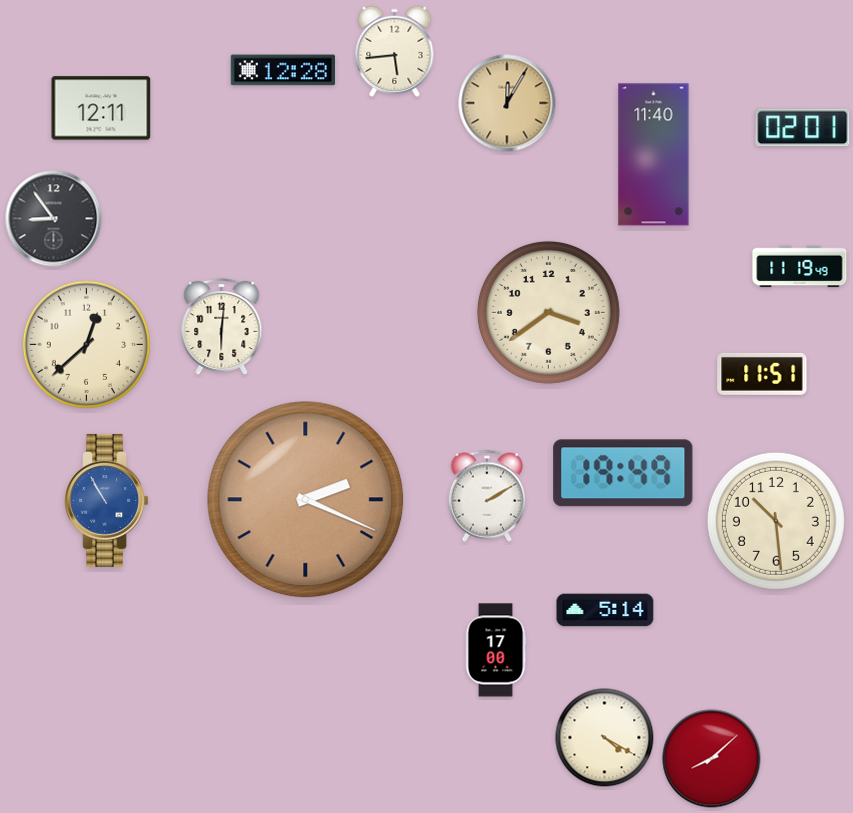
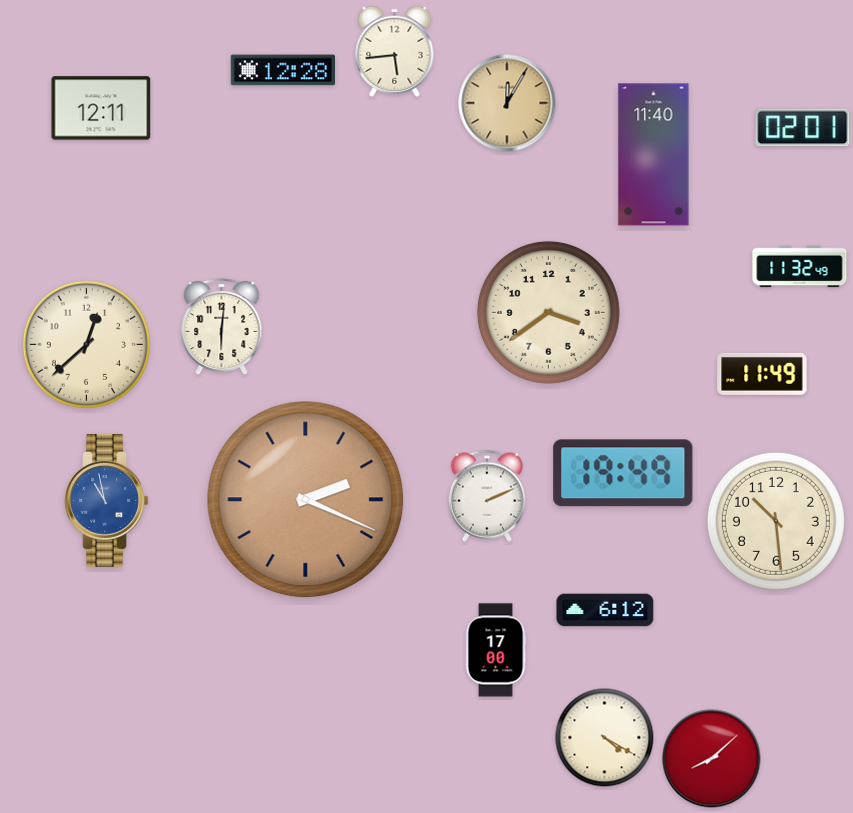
clock at (54, 219): 8:54 -> none
clock at (800, 267): 11:19 -> 11:32
clock at (762, 374): 11:51 -> 11:49
clock at (487, 496): 2:10 -> 2:11
clock at (107, 500): 10:55 -> 10:58
clock at (605, 610): 5:14 -> 6:12
